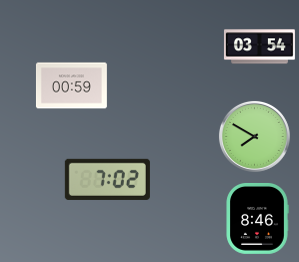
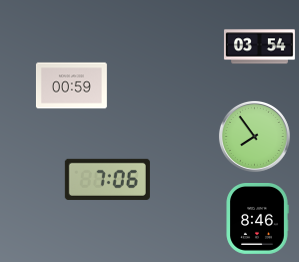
clock at (254, 136): 7:50 -> 7:54
clock at (107, 179): 7:02 -> 7:06
